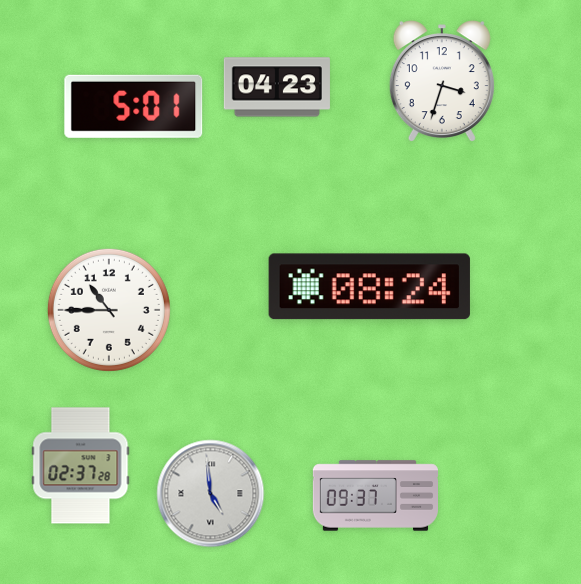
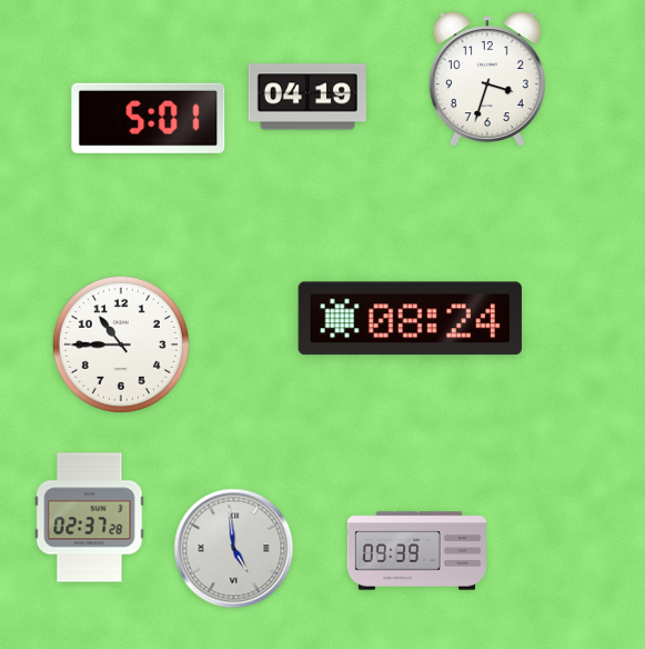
clock at (442, 82) position: (442, 82) -> (487, 80)
clock at (277, 87): 04:23 -> 04:19
clock at (375, 496): 09:37 -> 09:39
